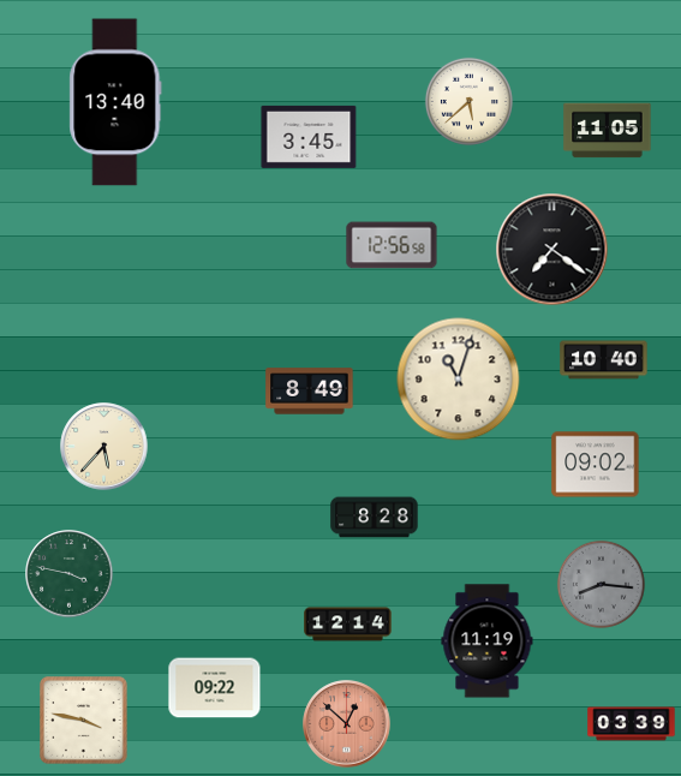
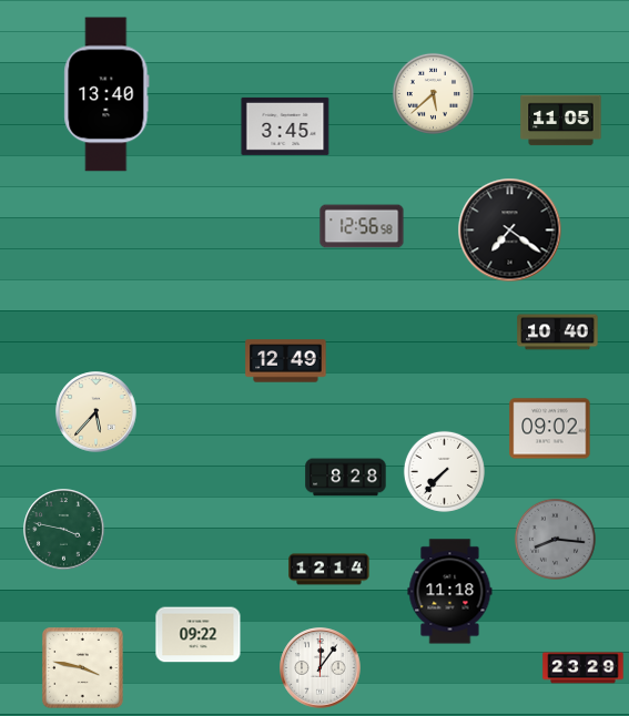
clock at (459, 380): 11:03 -> none
clock at (310, 392): 8:49 -> 12:49
clock at (444, 471): none -> 7:37
clock at (348, 625) position: (348, 625) -> (329, 570)
clock at (488, 641): 11:19 -> 11:18
clock at (84, 721) position: (84, 721) -> (83, 668)
clock at (347, 724): 12:52 -> 12:06
clock at (347, 724) dial: salmon -> white
clock at (632, 724): 03:39 -> 23:29
